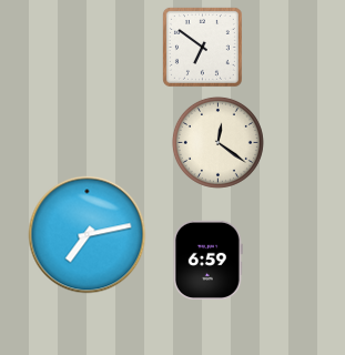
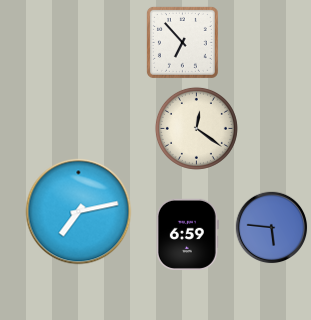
clock at (202, 47): 6:51 -> 6:53
clock at (272, 228): none -> 5:46
